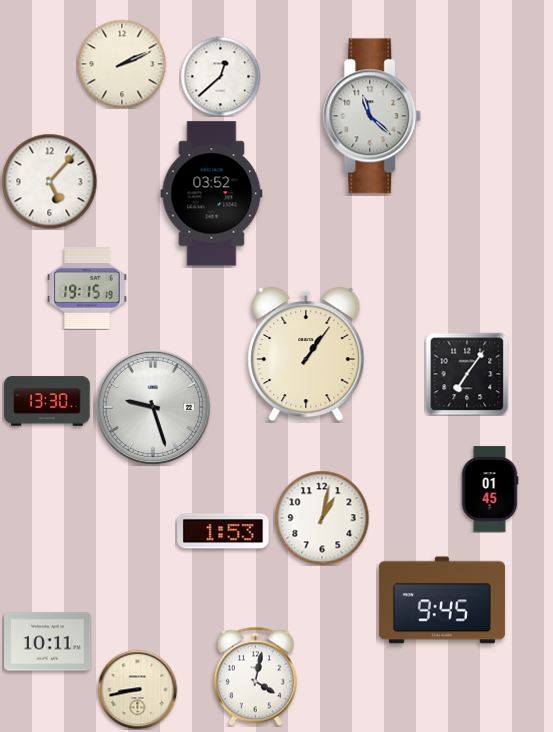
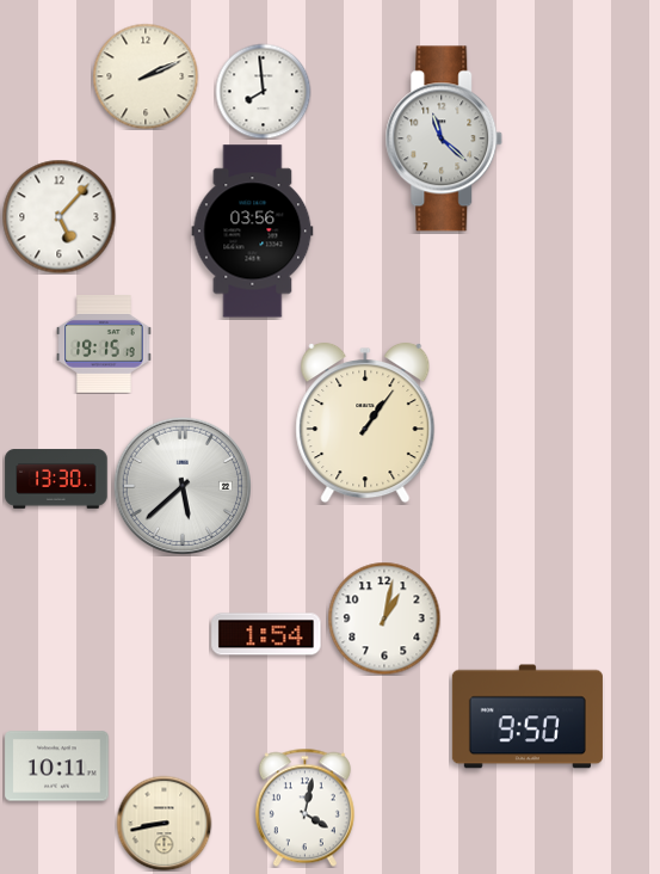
clock at (220, 76): 12:38 -> 7:59
clock at (212, 194): 03:52 -> 03:56
clock at (467, 374): 7:06 -> none
clock at (152, 406): 9:27 -> 5:38
clock at (490, 489): 01:45 -> none
clock at (223, 531): 1:53 -> 1:54
clock at (442, 600): 9:45 -> 9:50
